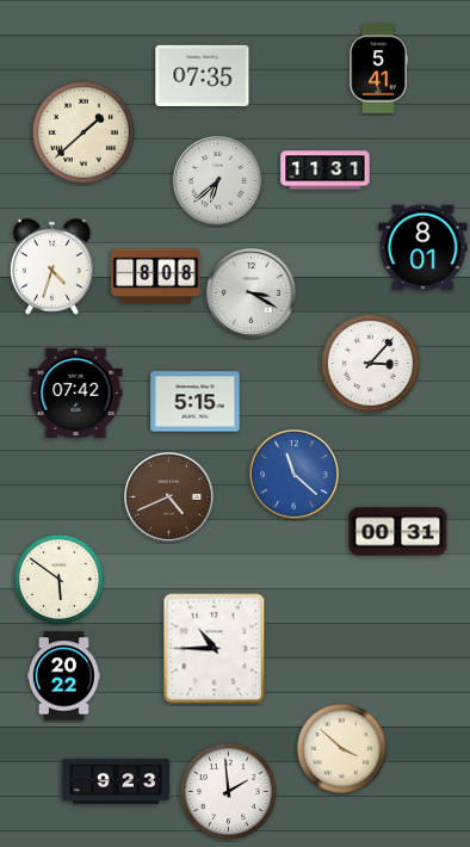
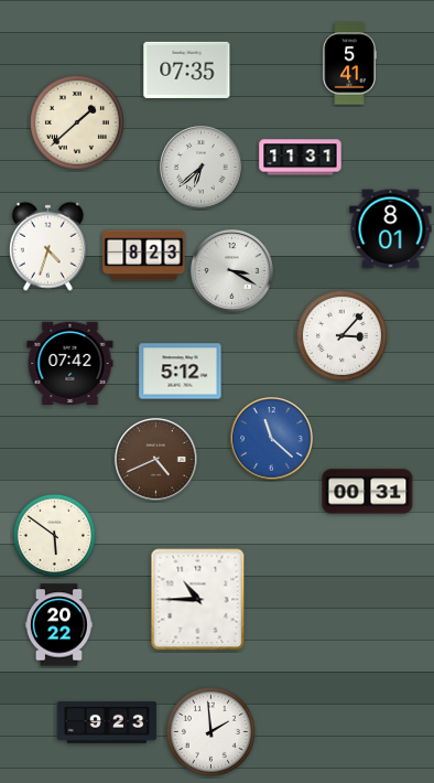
clock at (156, 277): 8:08 -> 8:23
clock at (196, 402): 5:15 -> 5:12
clock at (341, 748): 3:52 -> none
